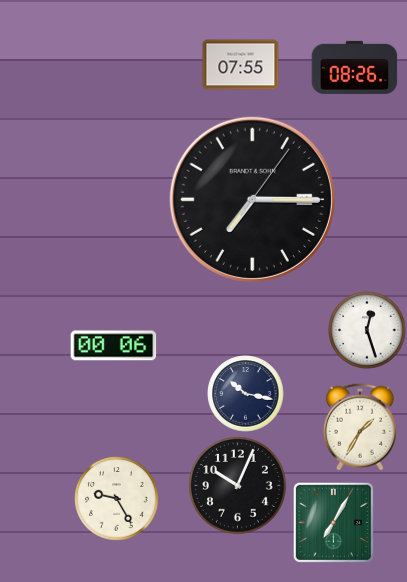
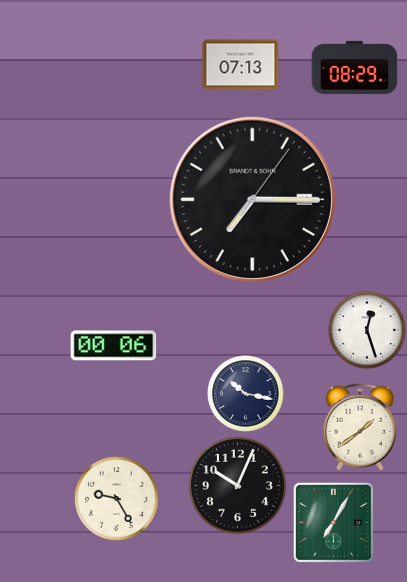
clock at (241, 65): 07:55 -> 07:13
clock at (355, 67): 08:26 -> 08:29
clock at (360, 427): 1:35 -> 1:39
